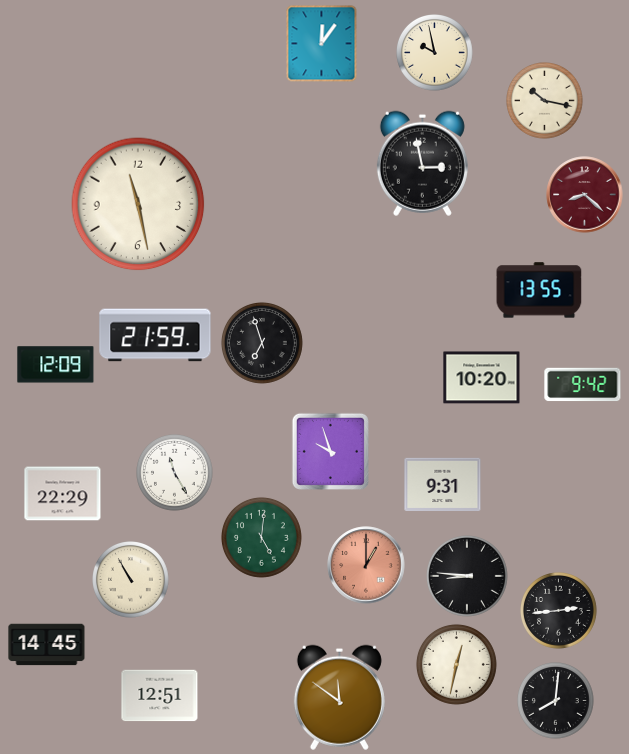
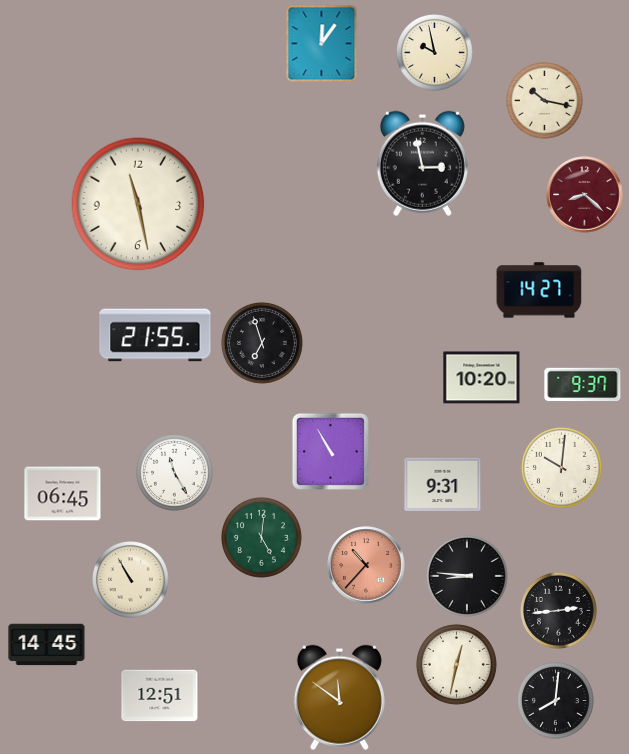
clock at (539, 290): 13:55 -> 14:27
clock at (155, 335): 21:59 -> 21:55
clock at (56, 365): 12:09 -> none
clock at (583, 385): 9:42 -> 9:37
clock at (330, 451): 9:57 -> 10:55
clock at (561, 467): none -> 10:01
clock at (63, 494): 22:29 -> 06:45
clock at (366, 565): 1:00 -> 10:37
